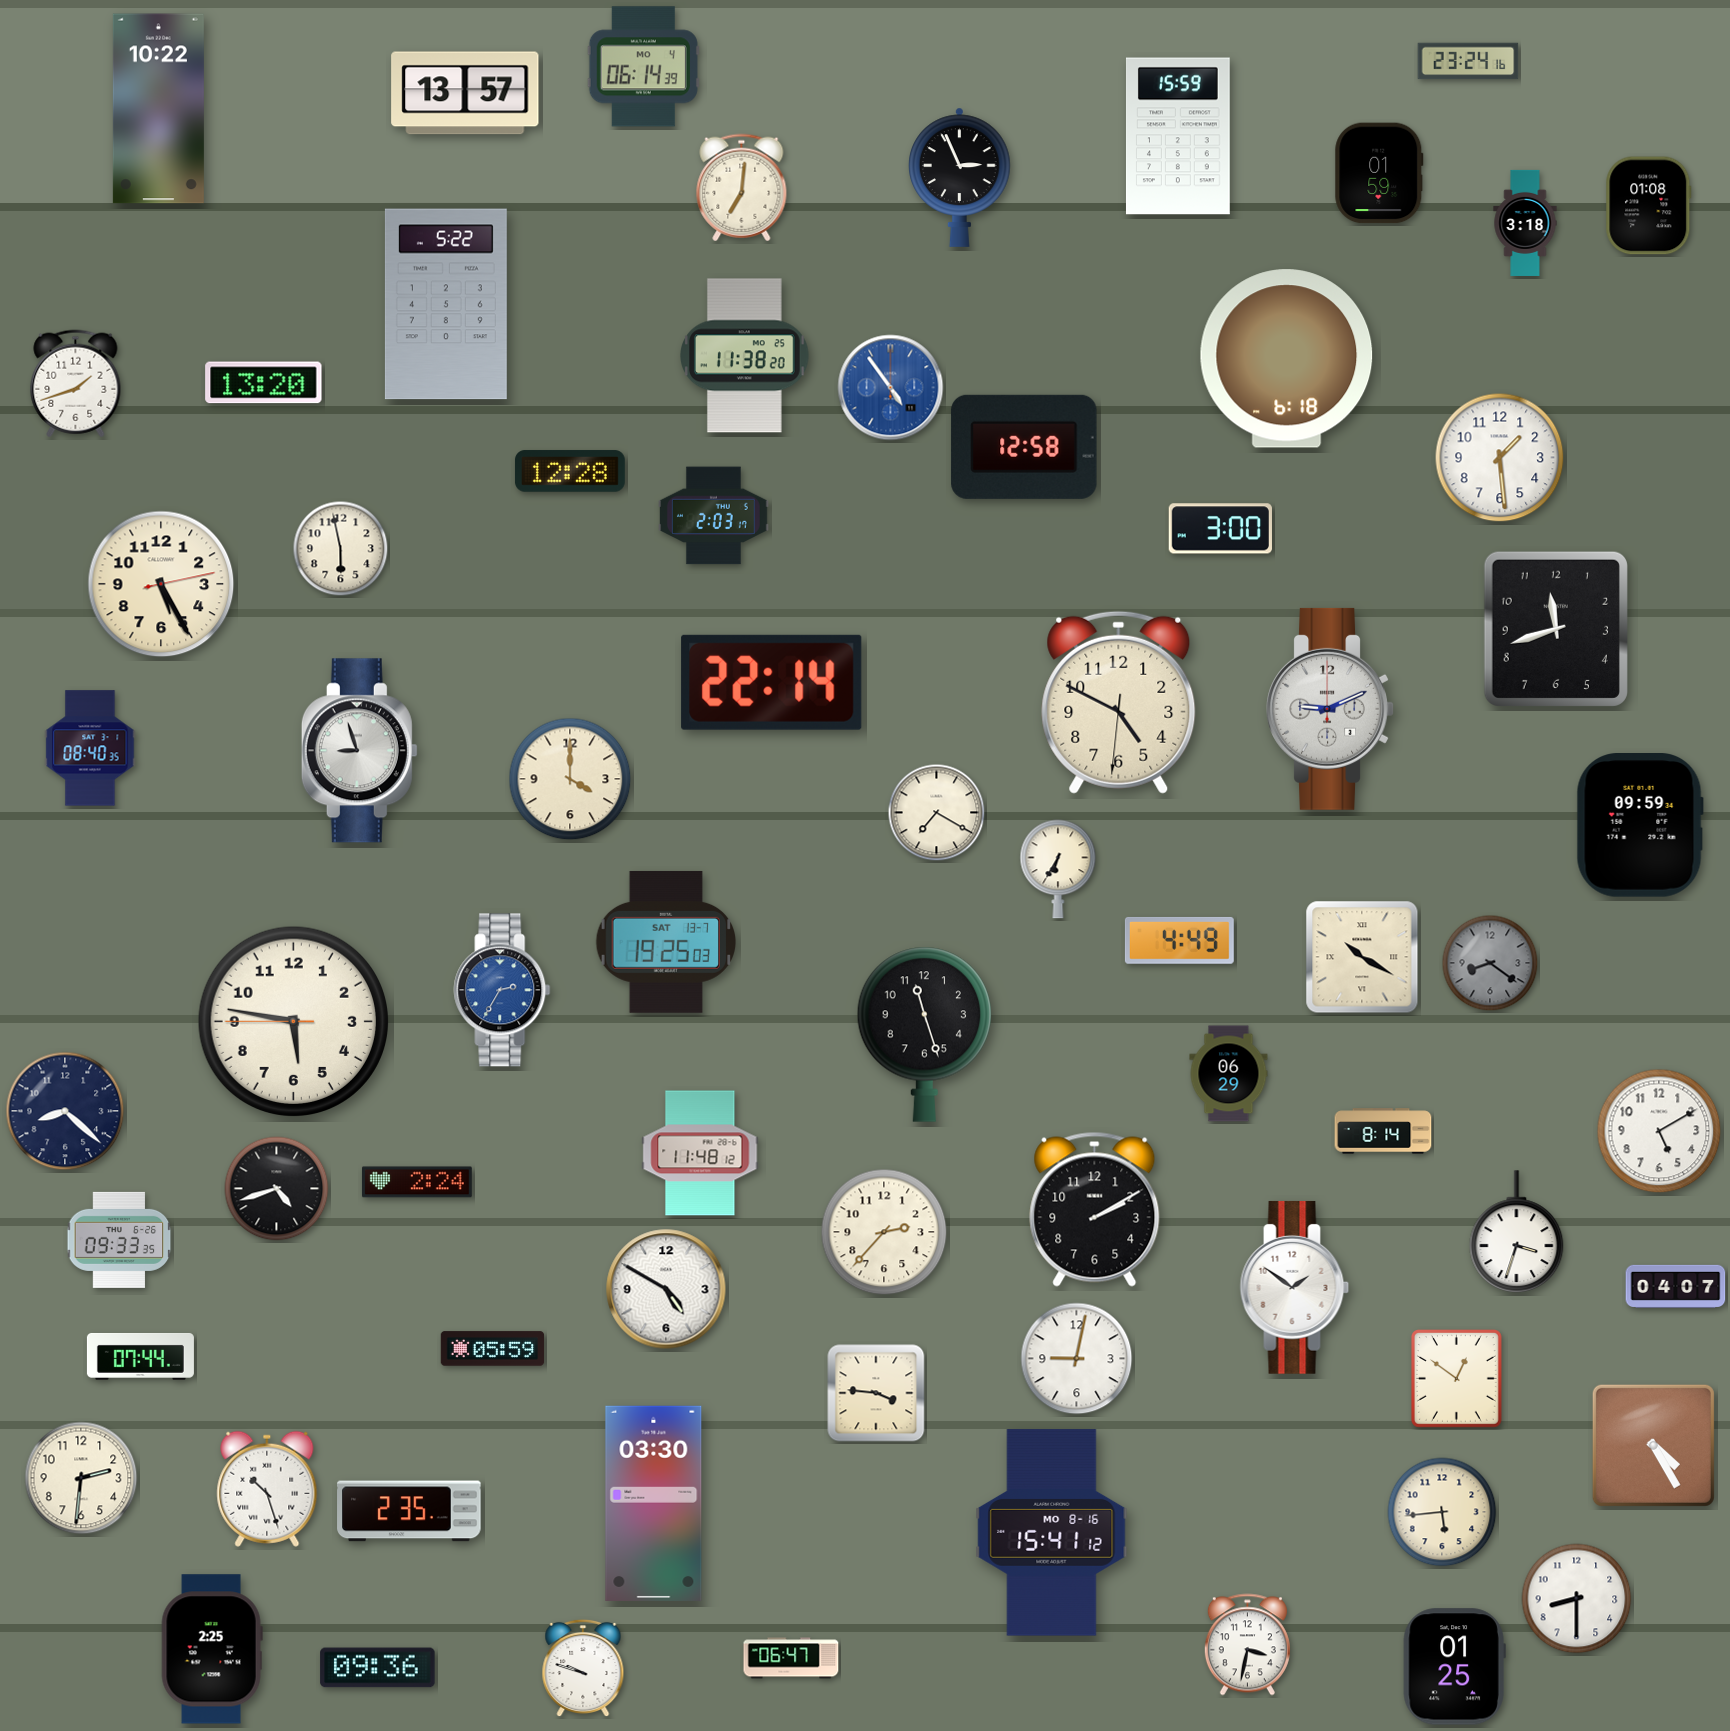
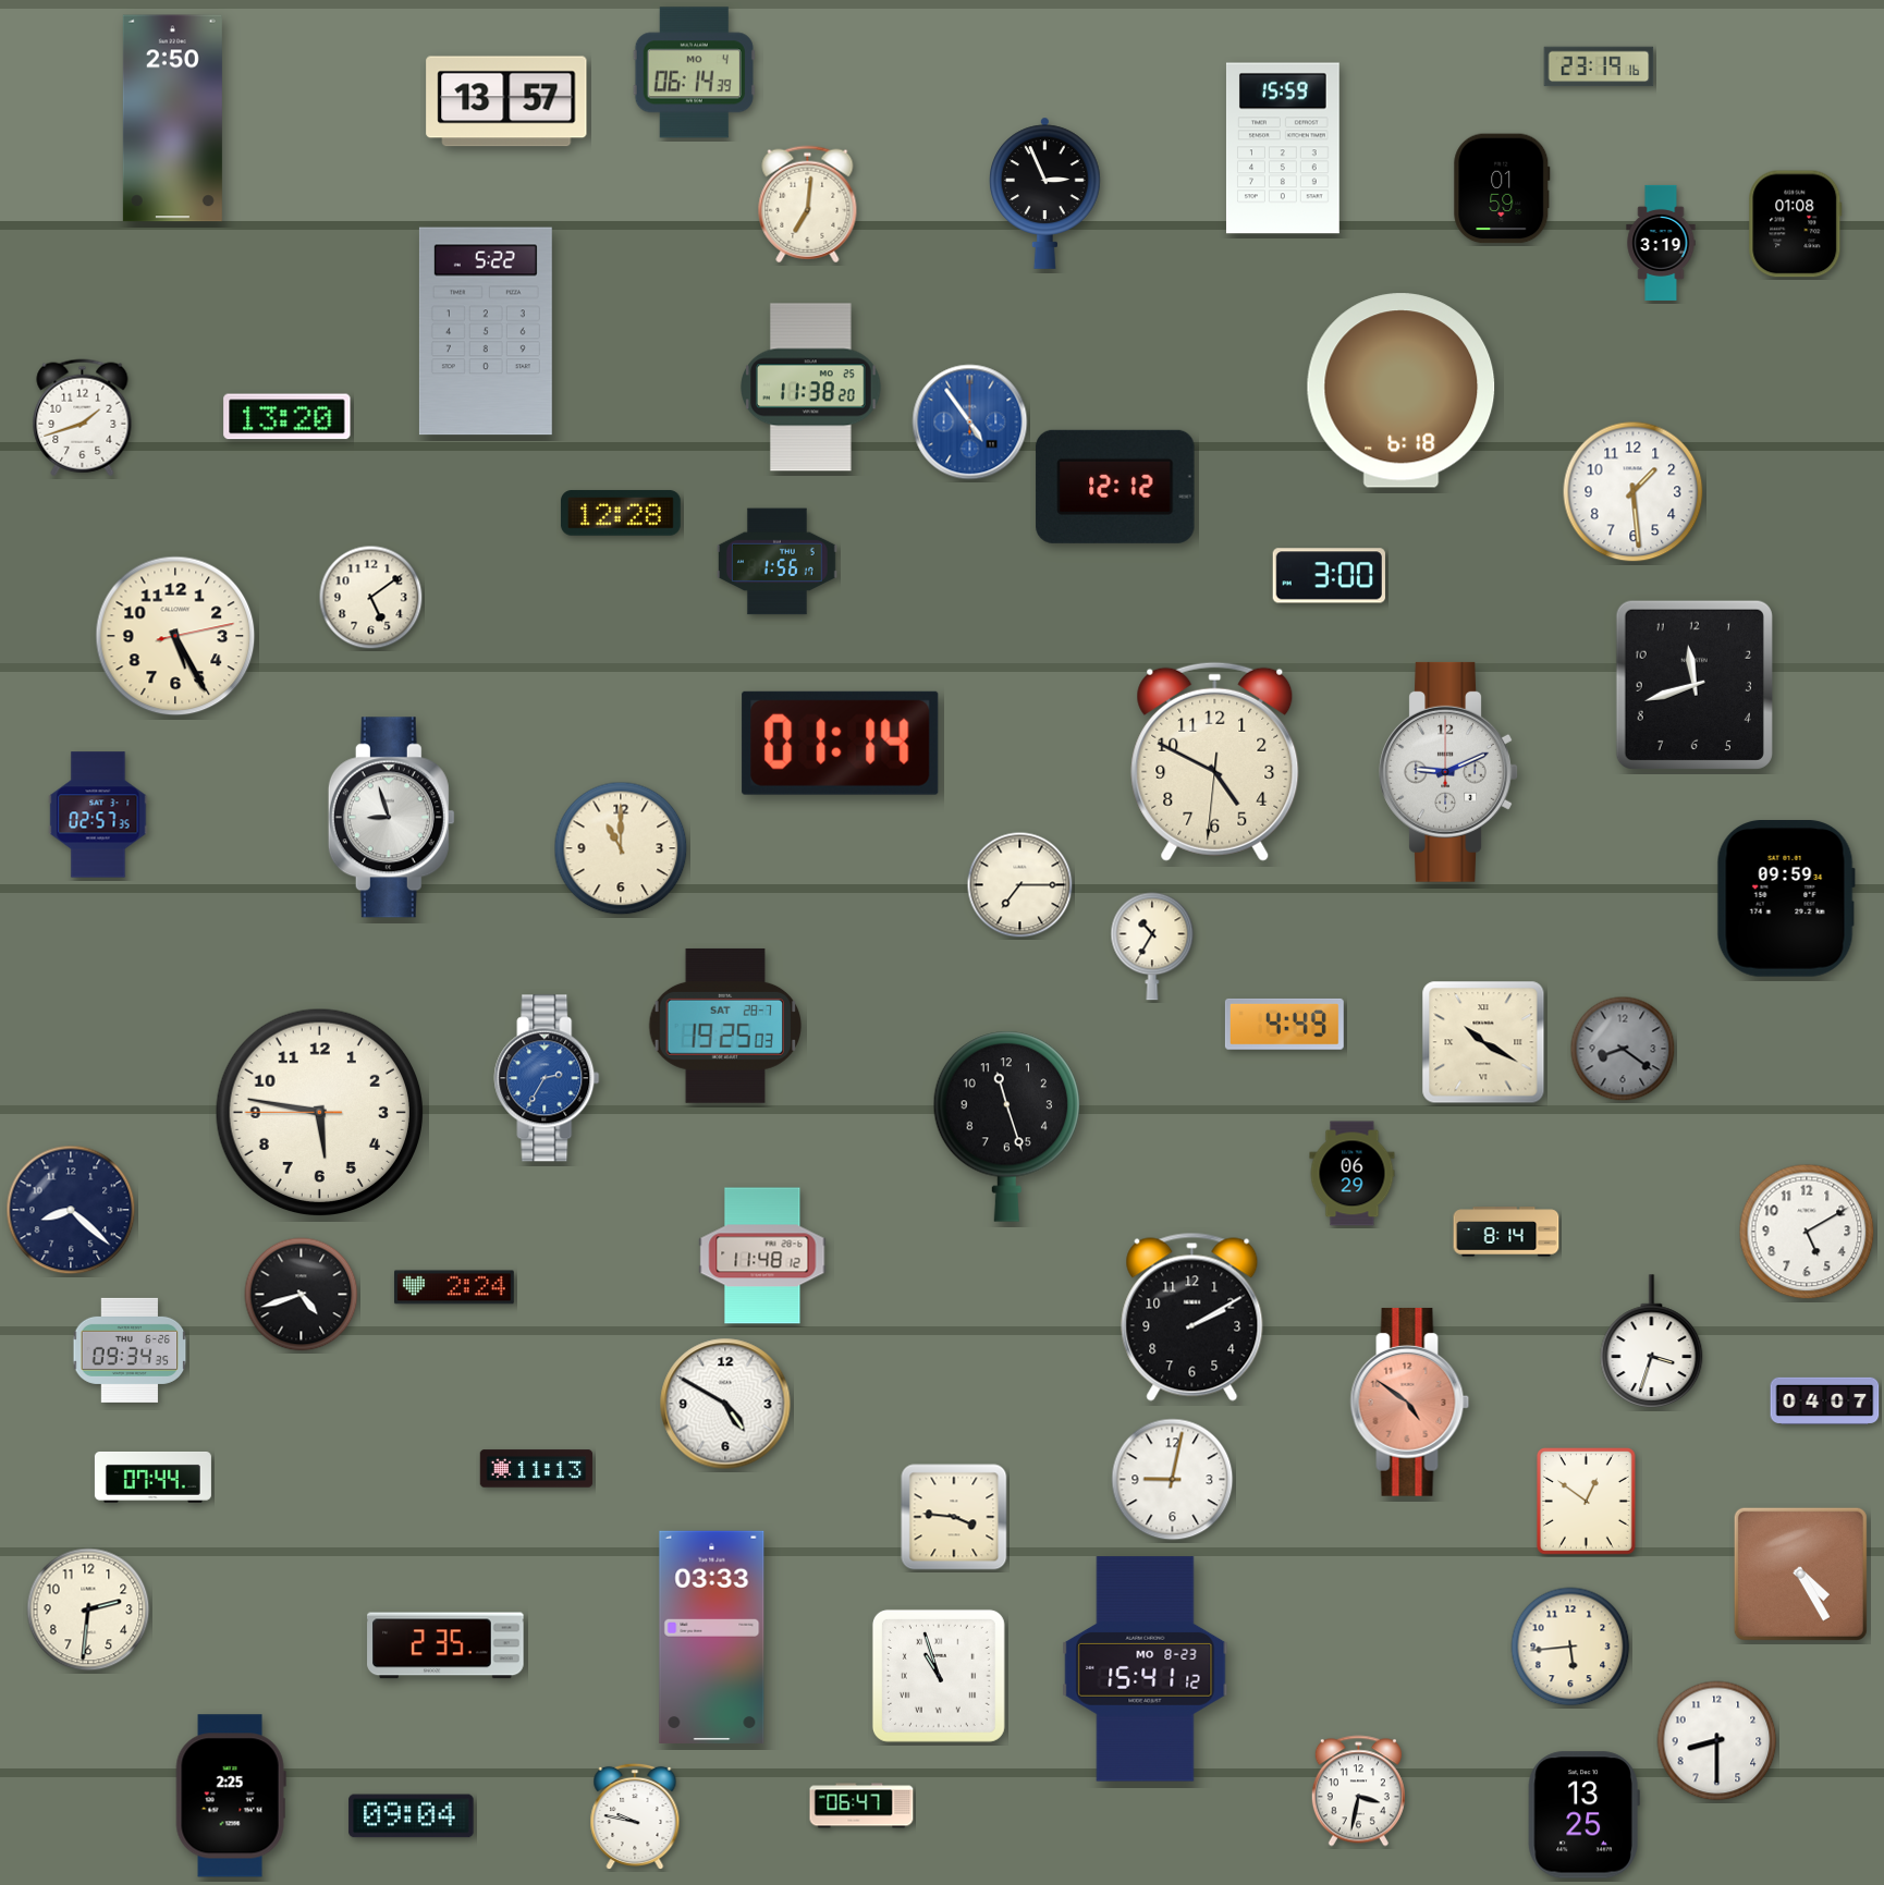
clock at (1468, 61): 23:24 -> 23:19
clock at (643, 67) position: (643, 67) -> (694, 73)
clock at (158, 109): 10:22 -> 2:50
clock at (1525, 223): 3:18 -> 3:19
clock at (1024, 447): 12:58 -> 12:12
clock at (1500, 458) position: (1500, 458) -> (1634, 492)
clock at (714, 516): 2:03 -> 1:56
clock at (341, 549): 5:58 -> 5:09
clock at (772, 682): 22:14 -> 01:14
clock at (1119, 702) position: (1119, 702) -> (1215, 761)
clock at (90, 748): 08:40 -> 02:57
clock at (570, 779): 4:00 -> 11:00
clock at (937, 813): 7:20 -> 7:15
clock at (1058, 869): 6:35 -> 10:35
clock at (666, 942) date: SAT 13-7 -> SAT 28-7
clock at (1229, 1074) position: (1229, 1074) -> (1353, 1174)
clock at (884, 1232): 2:37 -> none
clock at (119, 1240): 09:33 -> 09:34
clock at (1295, 1287): 1:51 -> 4:51
clock at (1295, 1287) dial: white -> salmon
clock at (493, 1349): 05:59 -> 11:13
clock at (267, 1489): 10:27 -> none
clock at (654, 1503): 03:30 -> 03:33
clock at (1052, 1533) date: MO 8-16 -> MO 8-23
clock at (939, 1676): none -> 10:57
clock at (1454, 1667): 01:25 -> 13:25
clock at (378, 1668): 09:36 -> 09:04
clock at (583, 1668): 9:48 -> 9:47
